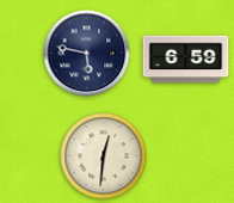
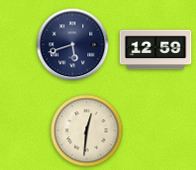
clock at (87, 54): 5:47 -> 5:42
clock at (186, 60): 6:59 -> 12:59
